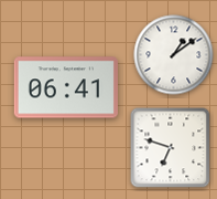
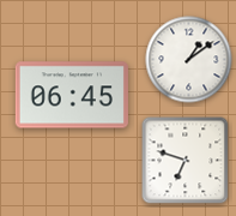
clock at (66, 87): 06:41 -> 06:45
